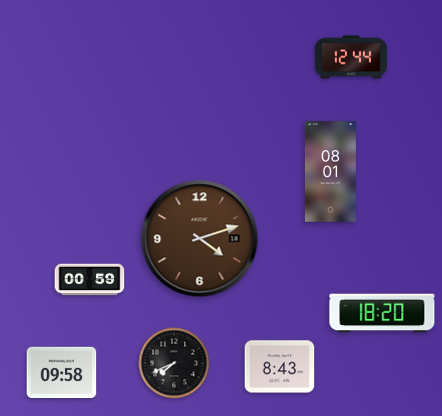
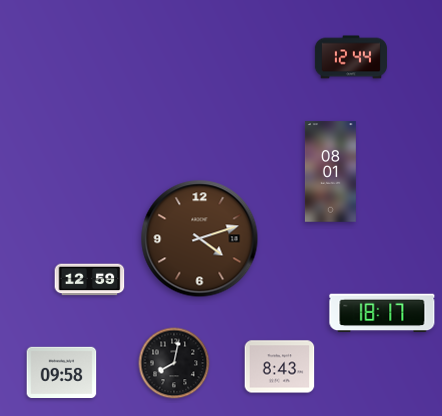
clock at (90, 280): 00:59 -> 12:59
clock at (382, 313): 18:20 -> 18:17
clock at (174, 363): 7:41 -> 8:02
